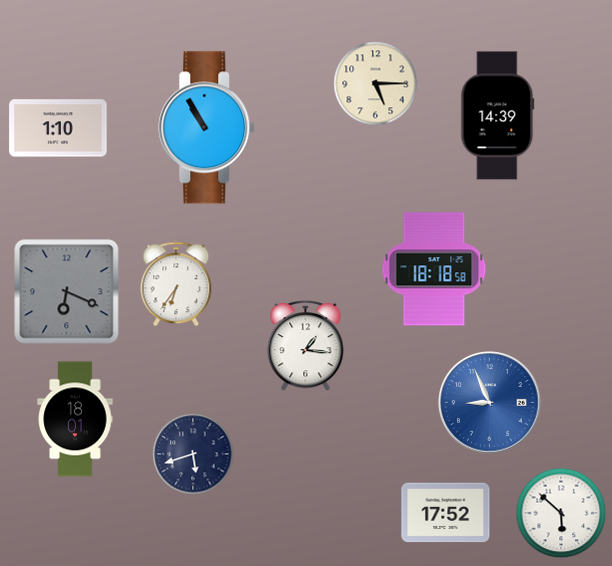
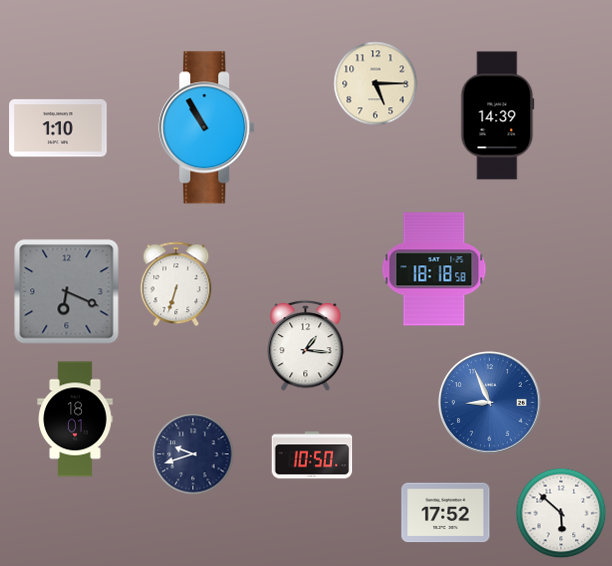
clock at (176, 284): 6:36 -> 6:33
clock at (193, 454): 5:42 -> 9:42
clock at (312, 455): none -> 10:50
